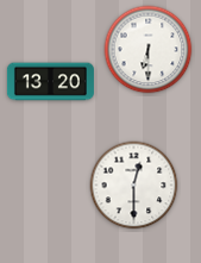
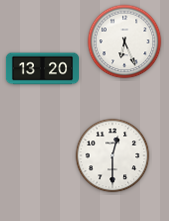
clock at (149, 50): 6:30 -> 6:26
